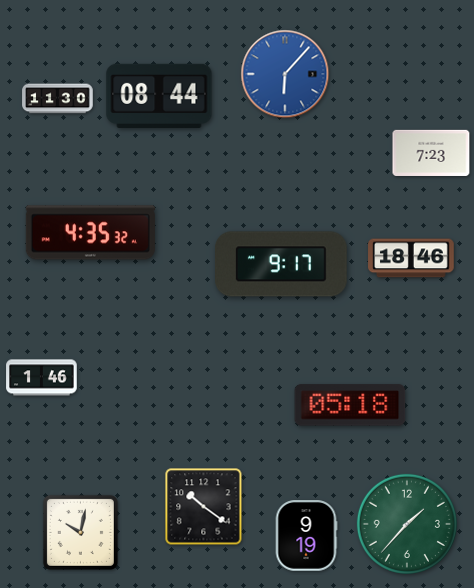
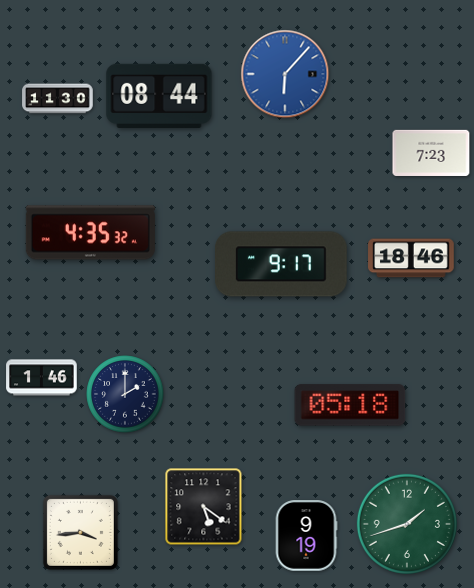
clock at (125, 394): none -> 2:00
clock at (204, 507): 10:21 -> 5:21
clock at (407, 524): 1:37 -> 1:42
clock at (80, 532): 10:02 -> 3:44
